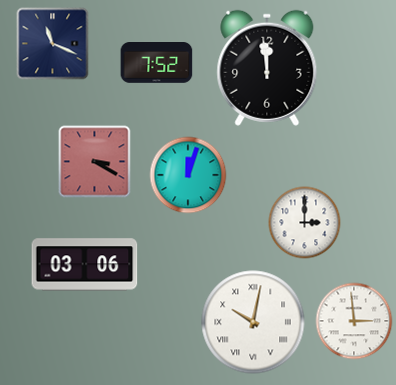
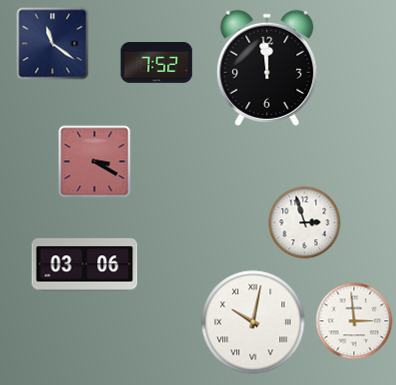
clock at (53, 44): 11:19 -> 11:21
clock at (188, 175): 12:03 -> none
clock at (305, 223): 3:00 -> 2:57
